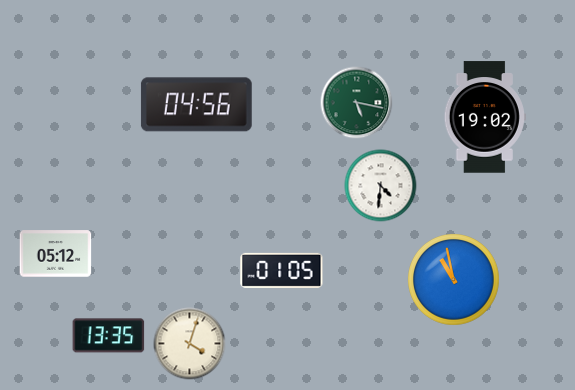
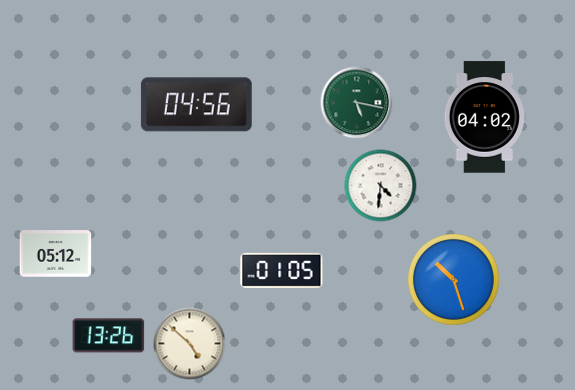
clock at (485, 117): 19:02 -> 04:02
clock at (454, 280): 10:58 -> 10:27
clock at (109, 336): 13:35 -> 13:26
clock at (190, 344): 4:03 -> 4:52
